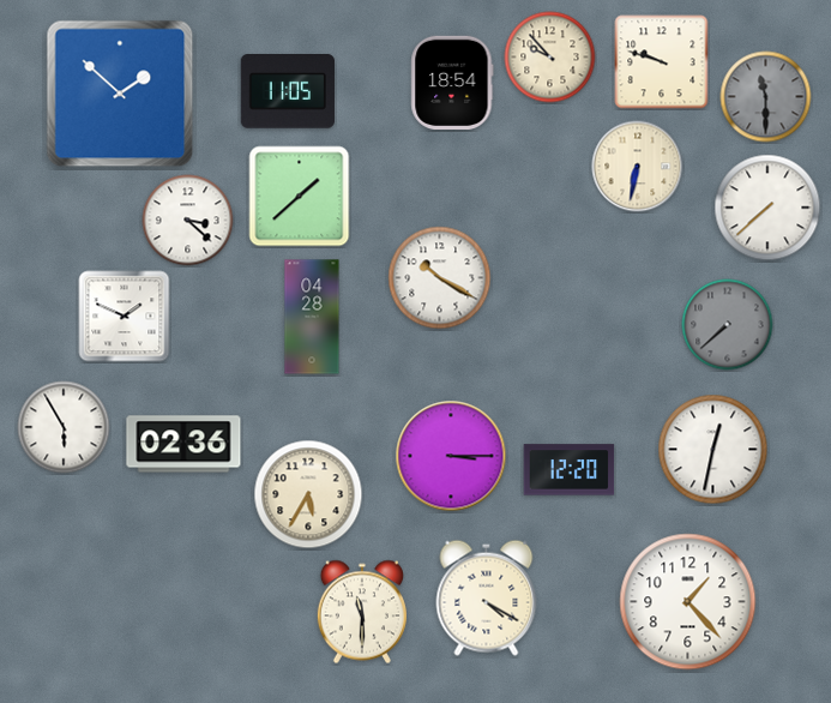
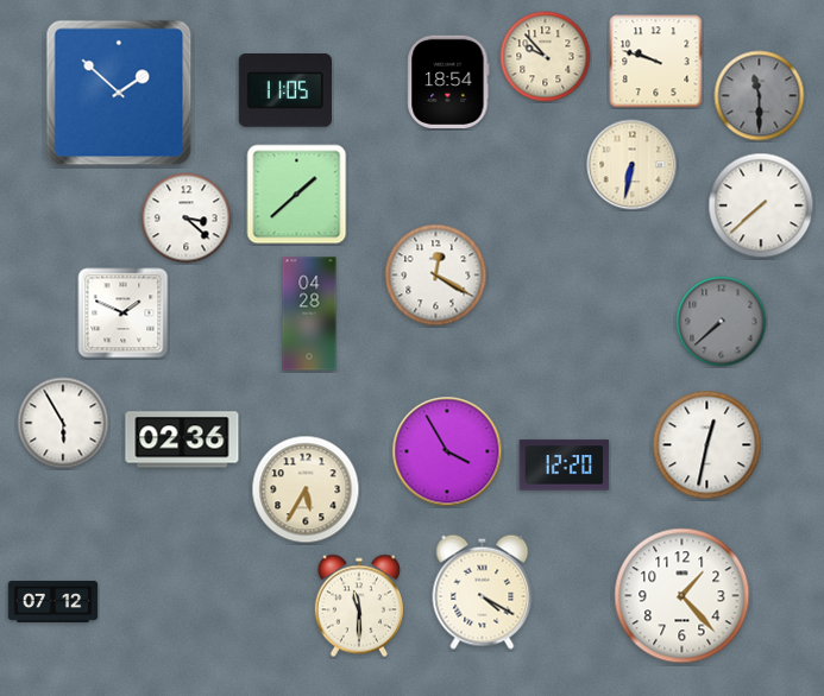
clock at (440, 278): 10:20 -> 12:20
clock at (451, 456): 3:15 -> 3:55
clock at (54, 601): none -> 07:12
